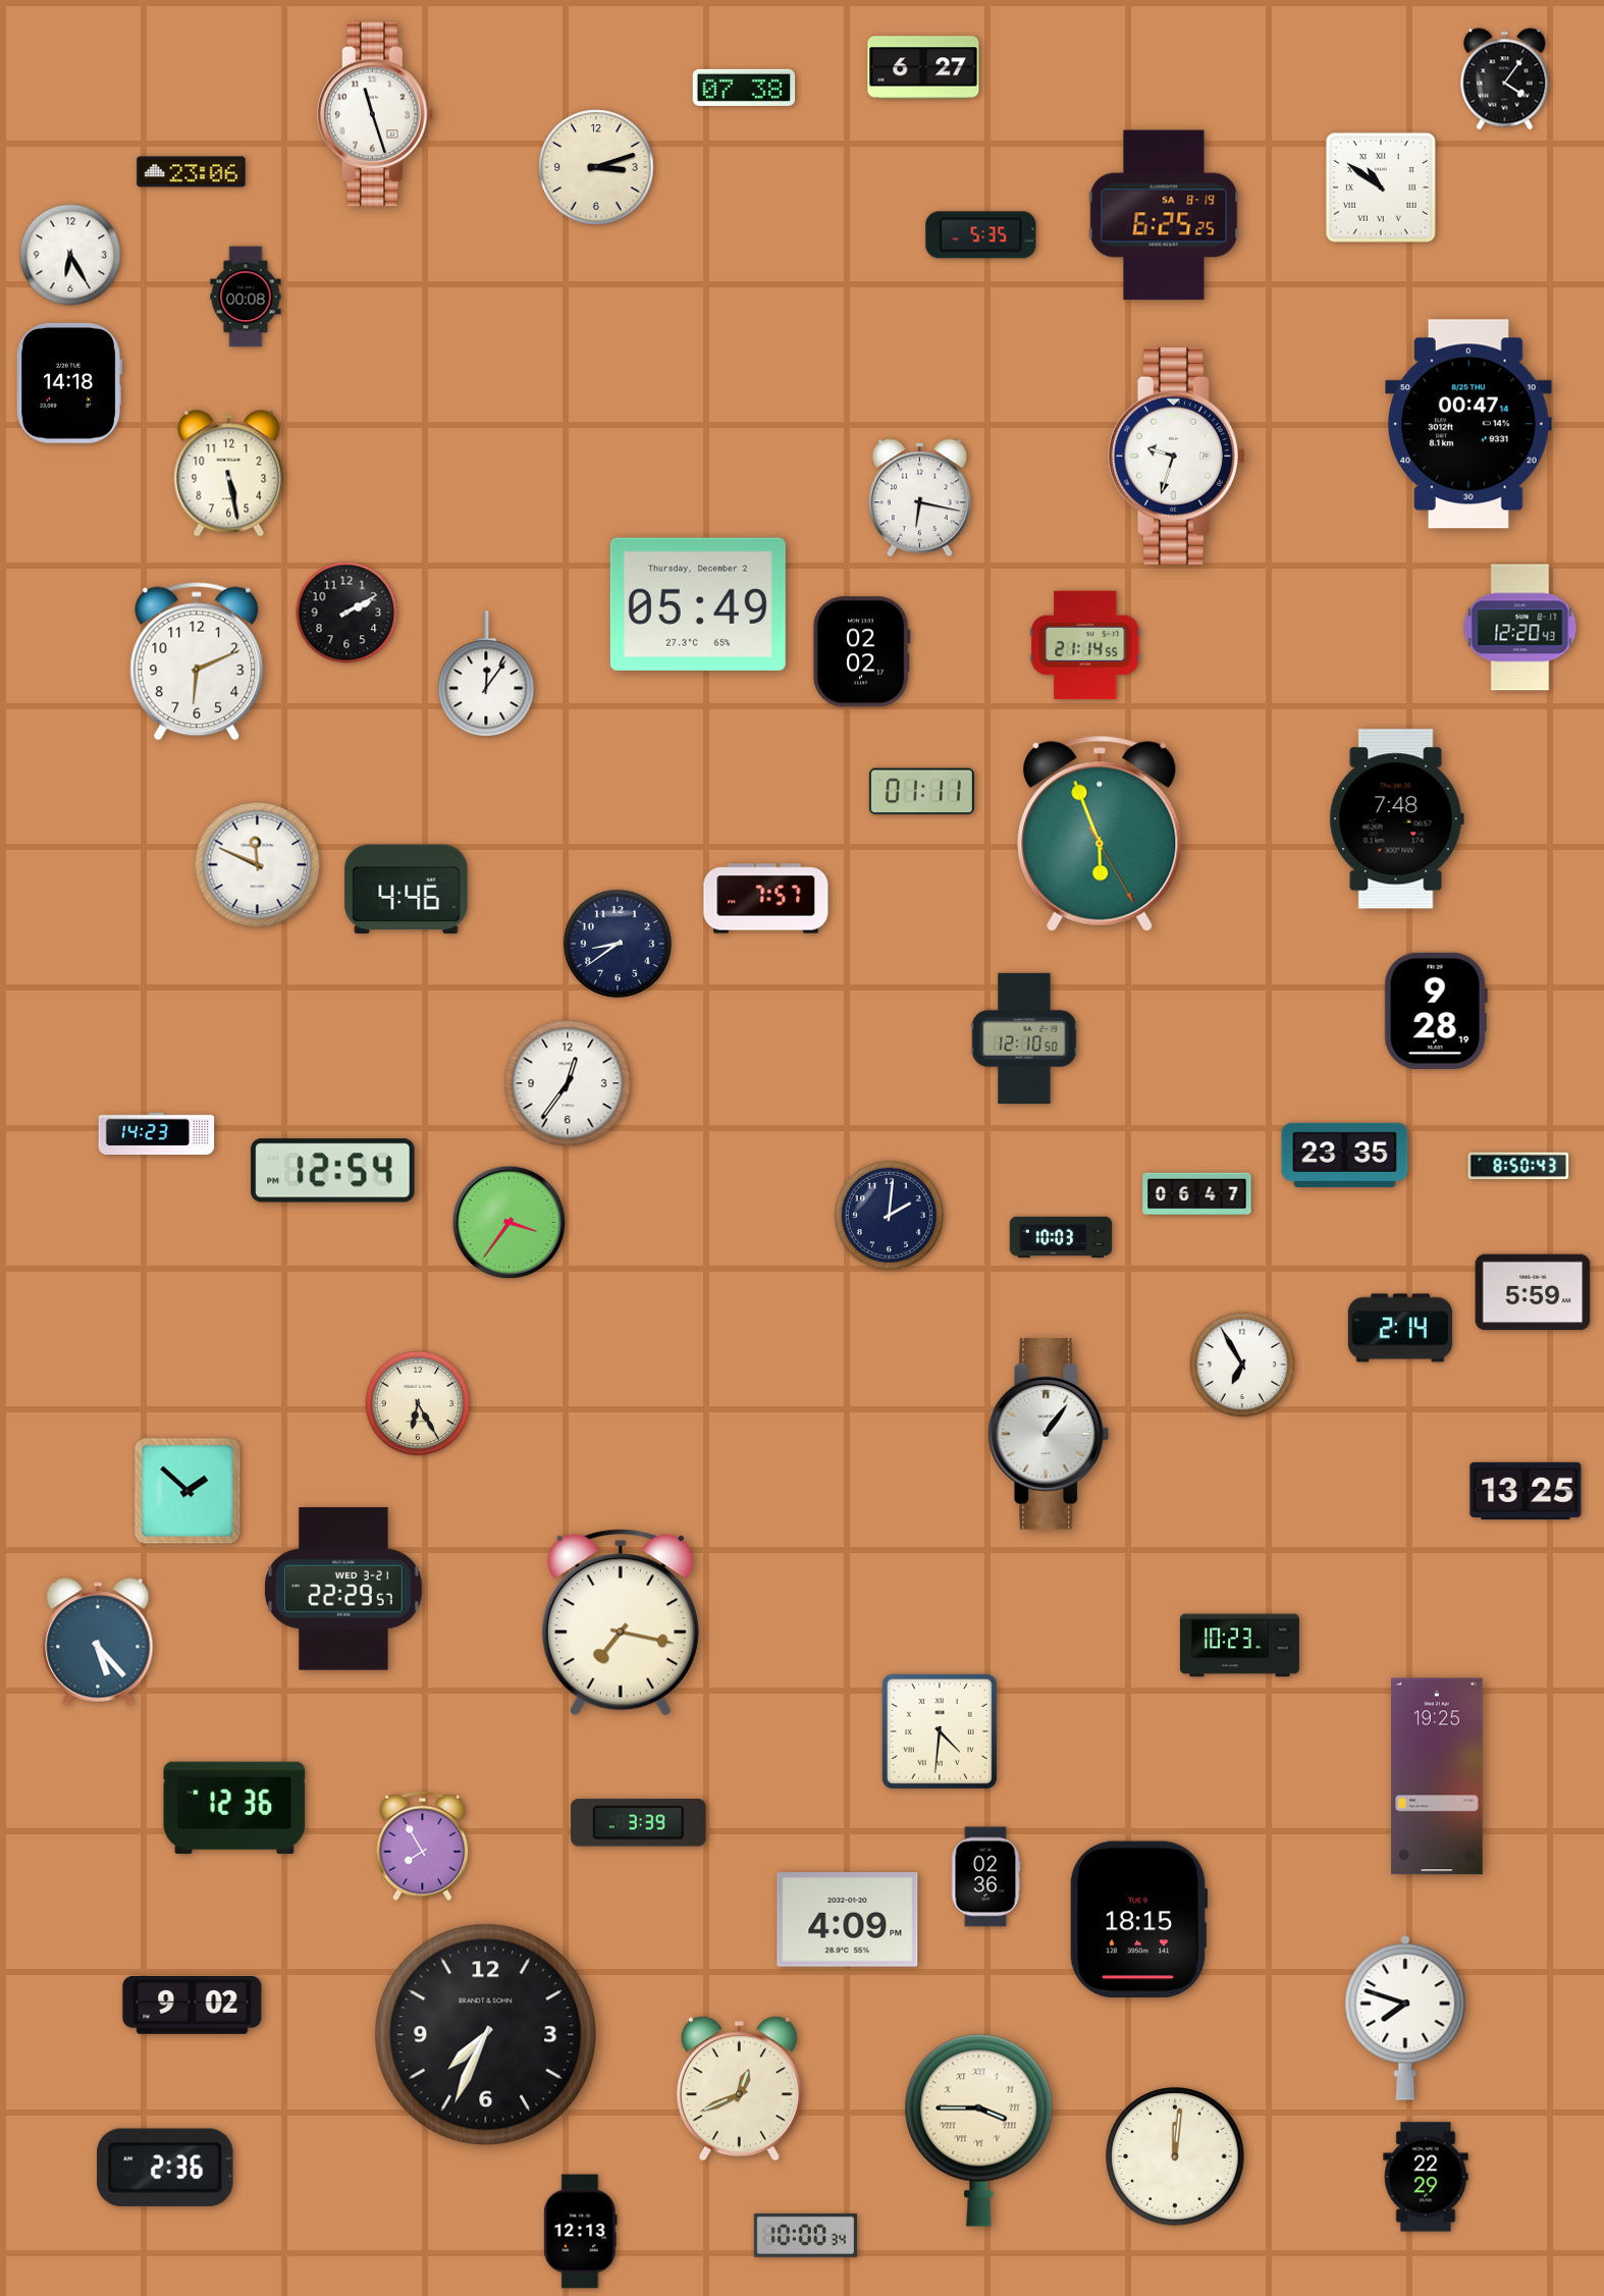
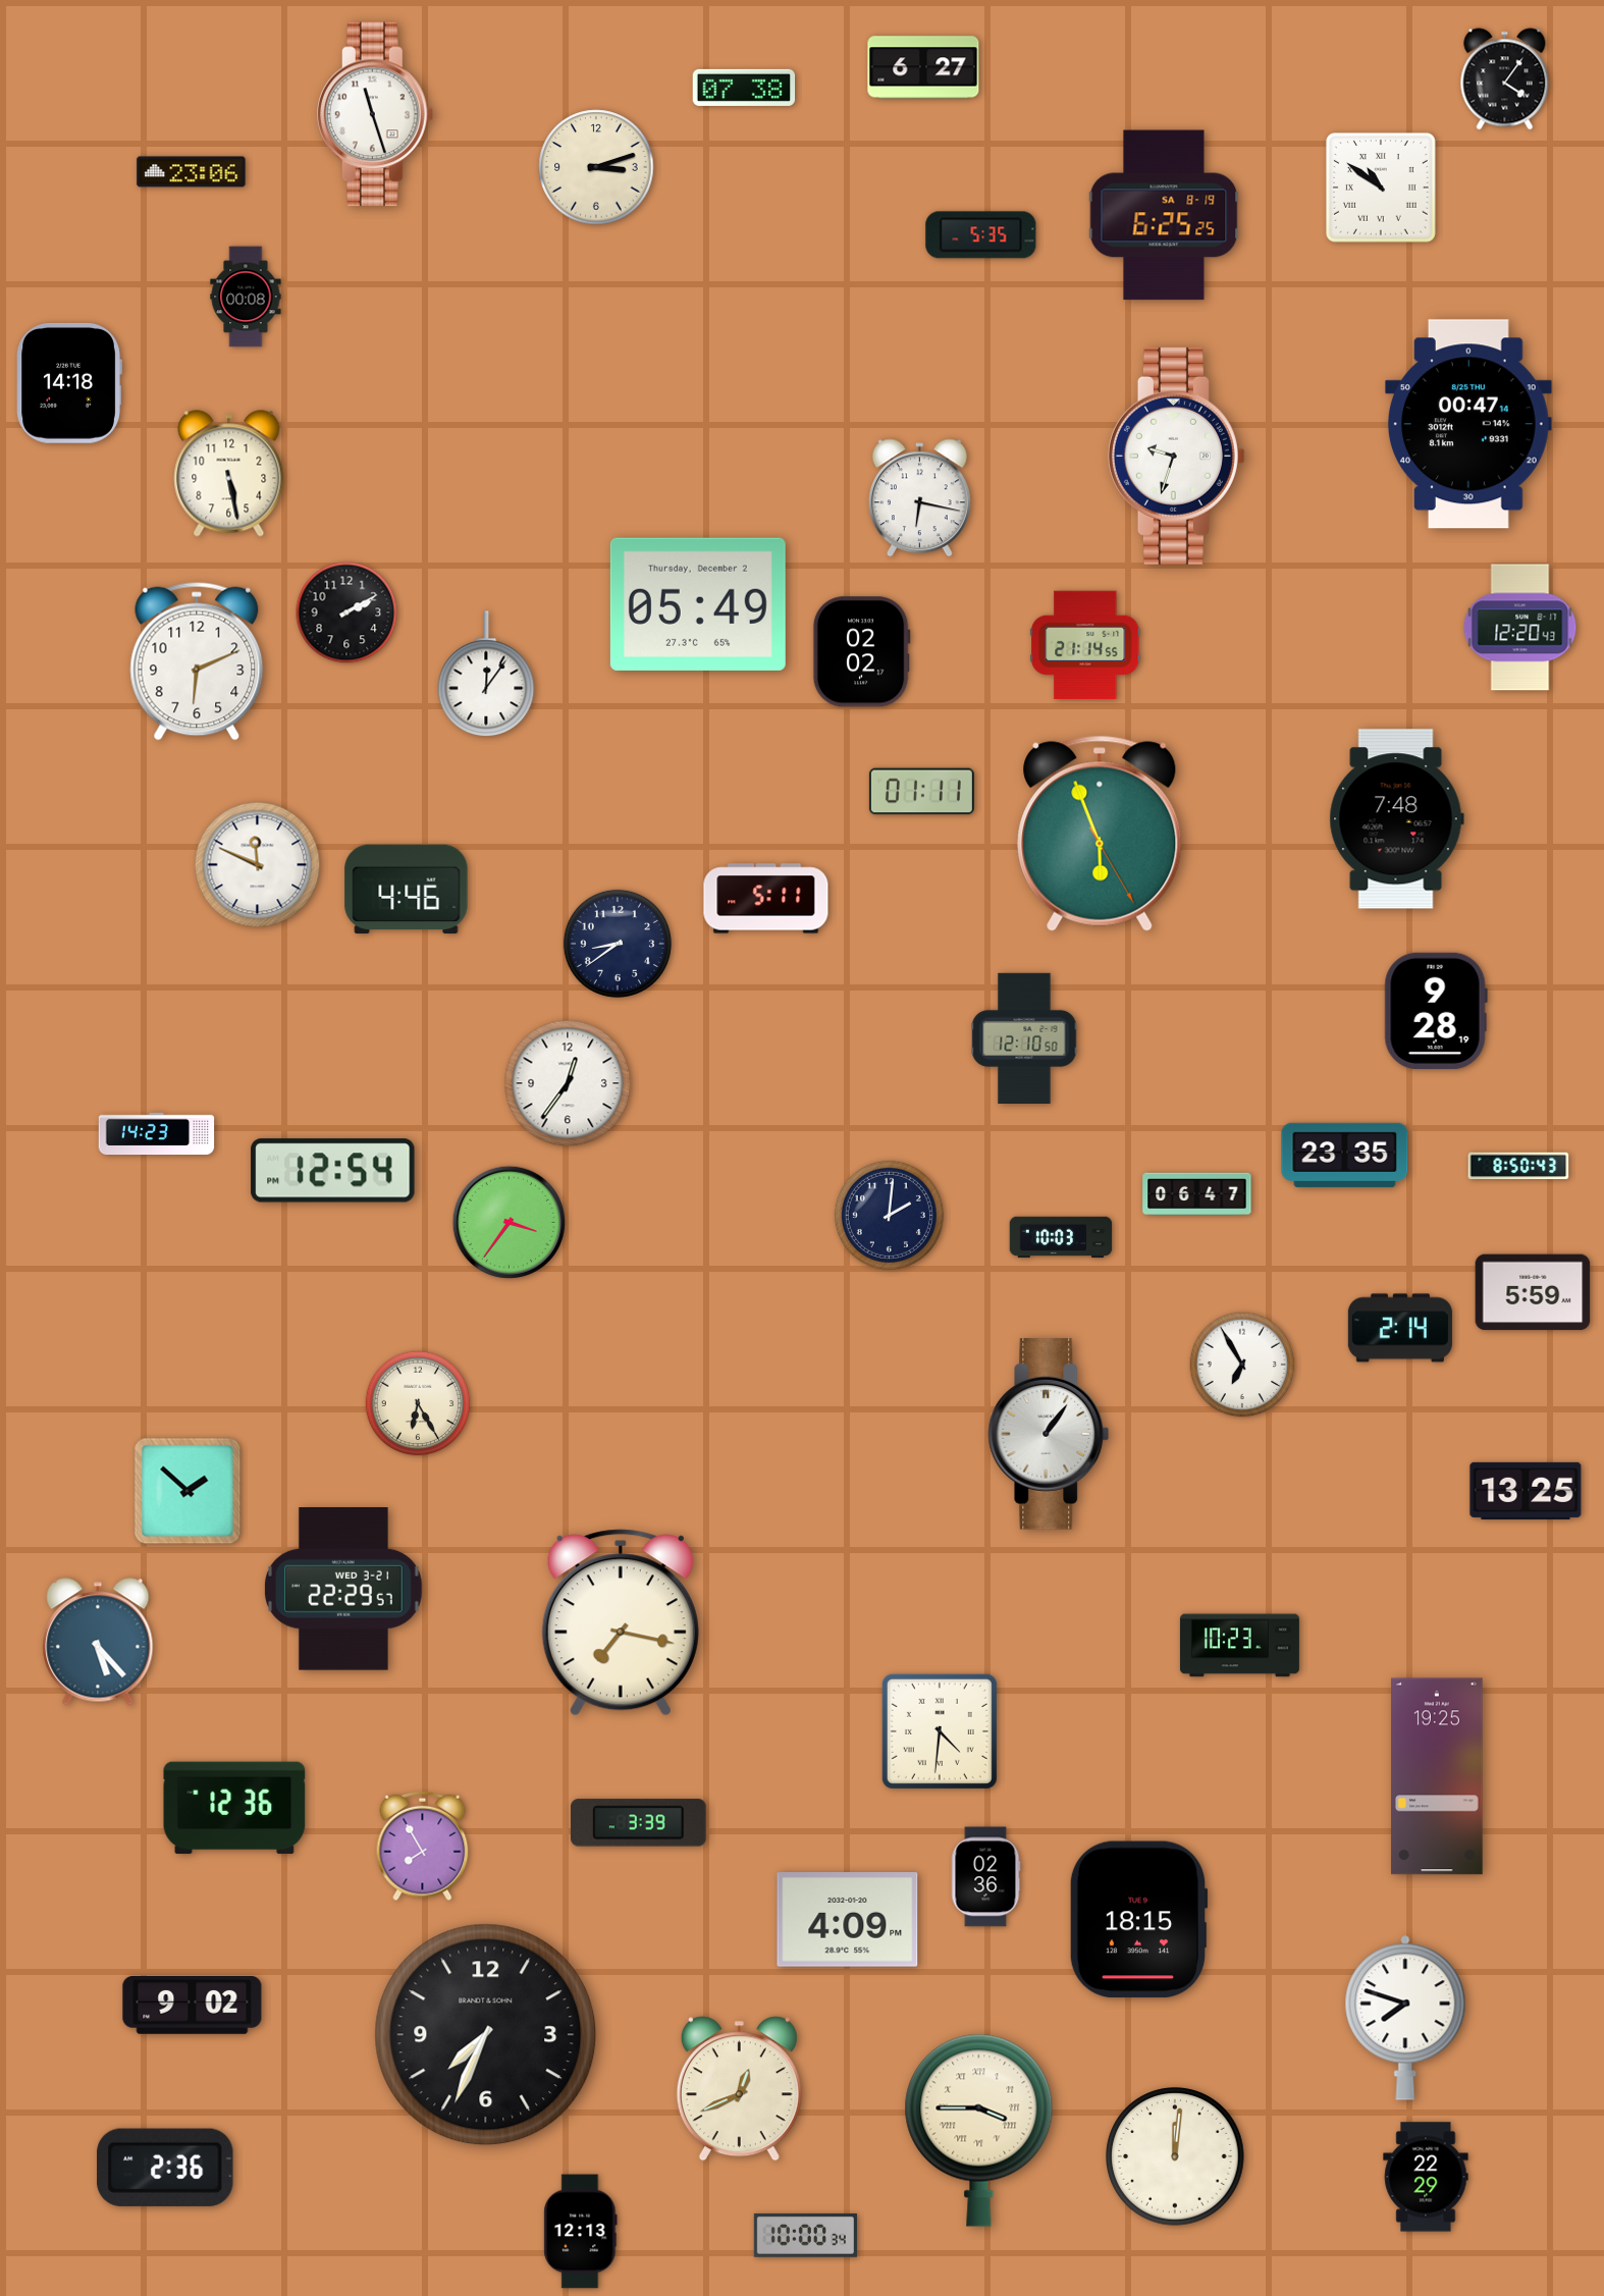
clock at (70, 255): 6:25 -> none
clock at (766, 899): 7:57 -> 5:11
